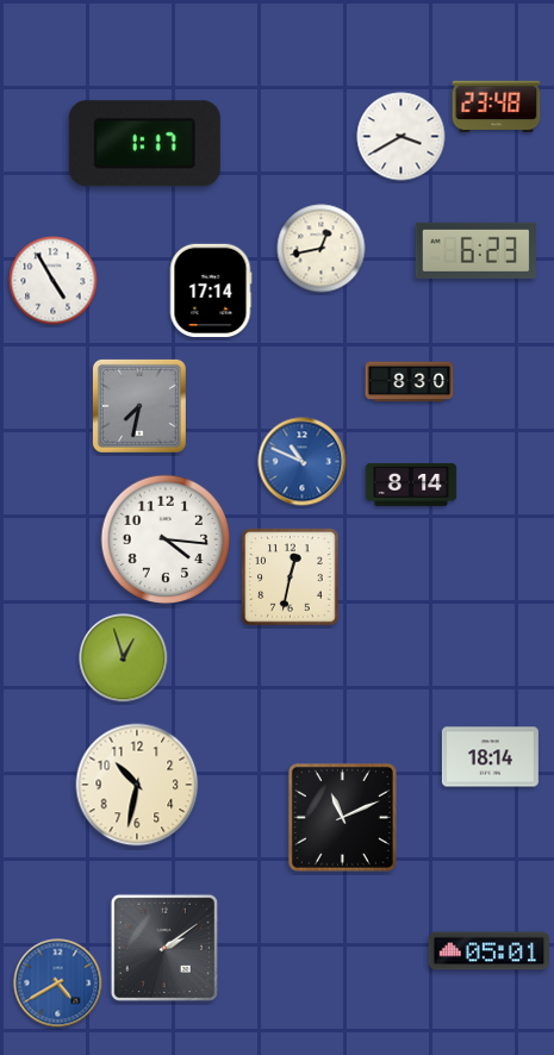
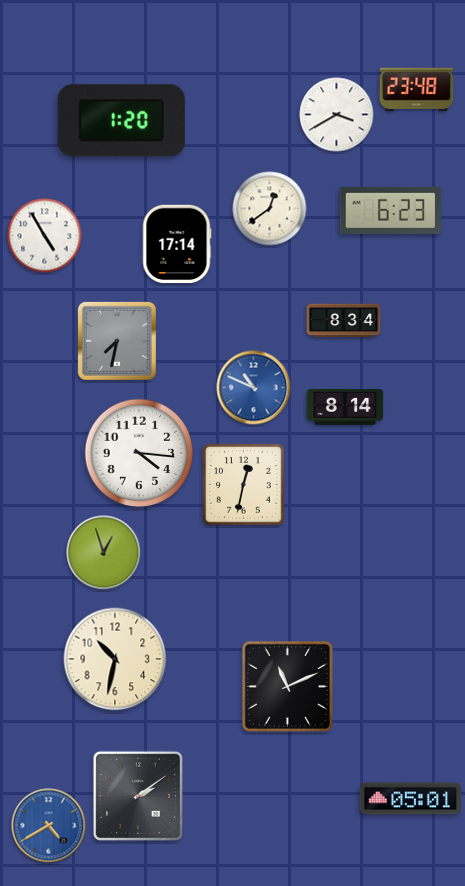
clock at (144, 144): 1:17 -> 1:20
clock at (322, 249): 12:43 -> 12:39
clock at (475, 250) position: (475, 250) -> (390, 210)
clock at (410, 382): 8:30 -> 8:34
clock at (490, 757): 18:14 -> none
